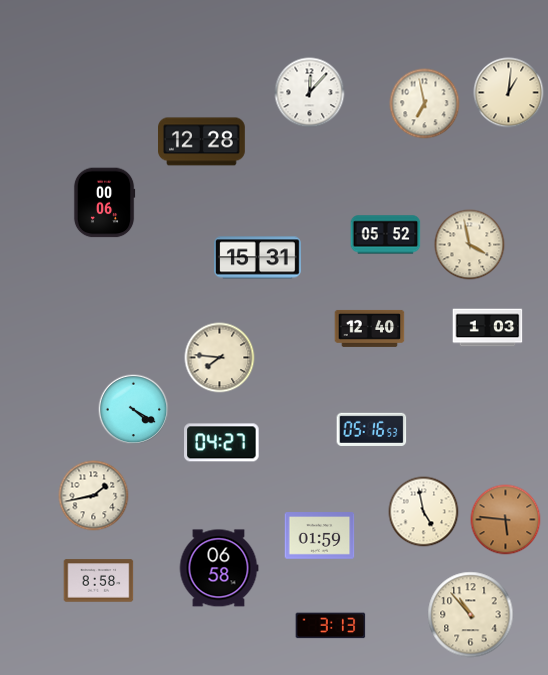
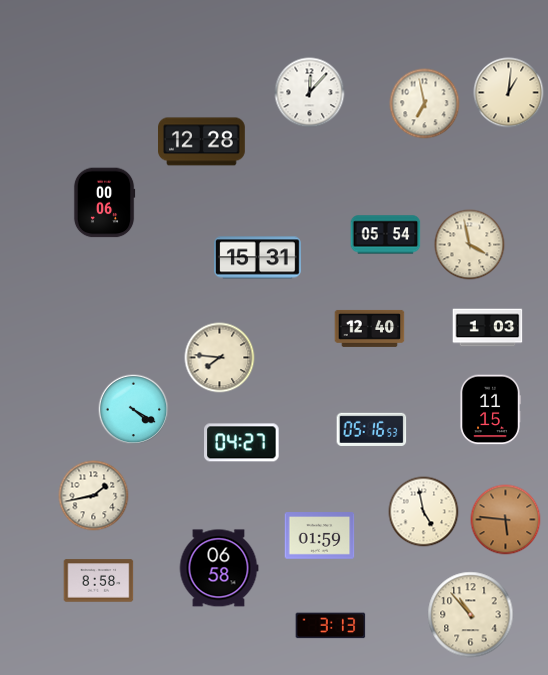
clock at (386, 235): 05:52 -> 05:54
clock at (490, 410): none -> 11:15
clock at (222, 443) position: (222, 443) -> (242, 443)
